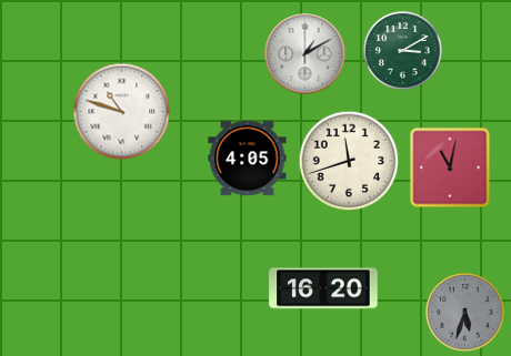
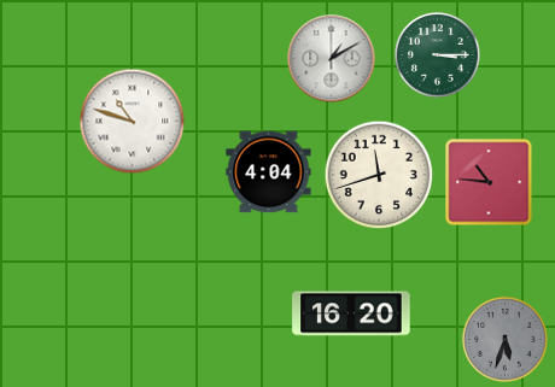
clock at (403, 51): 3:10 -> 3:15
clock at (248, 159): 4:05 -> 4:04
clock at (450, 167): 11:02 -> 10:46
